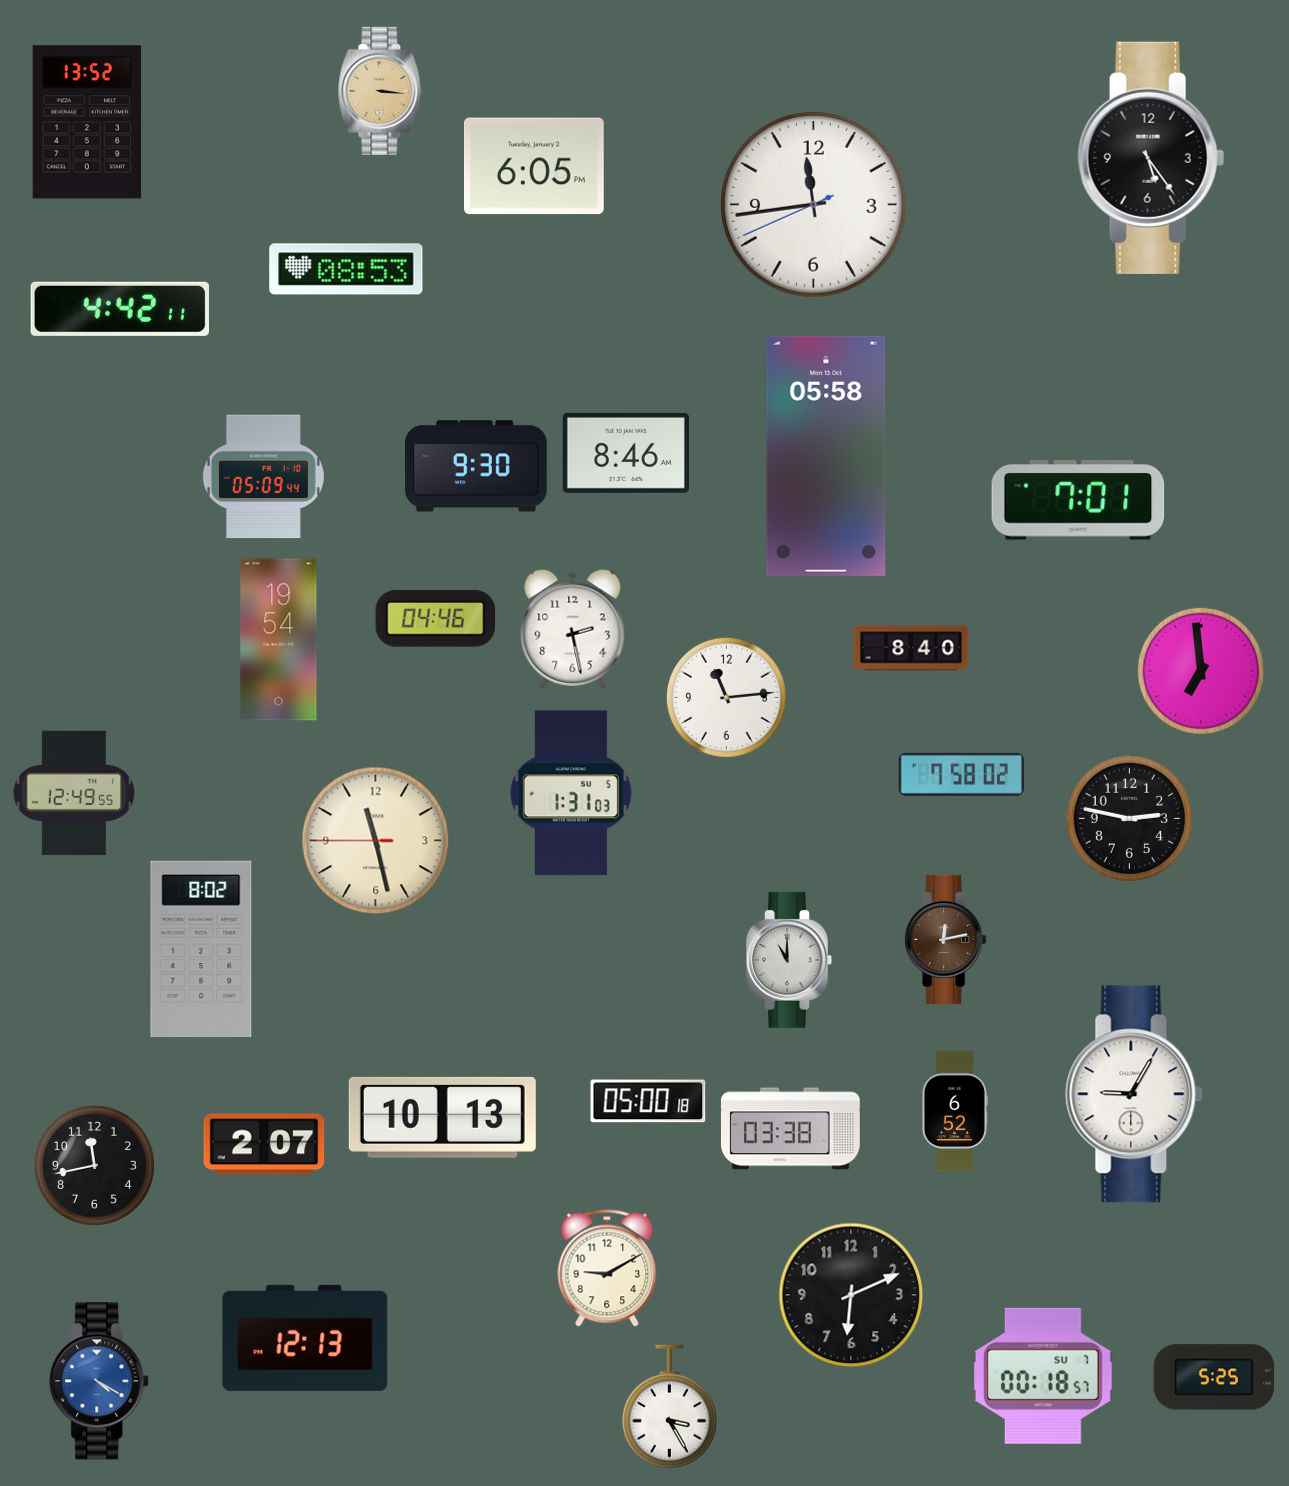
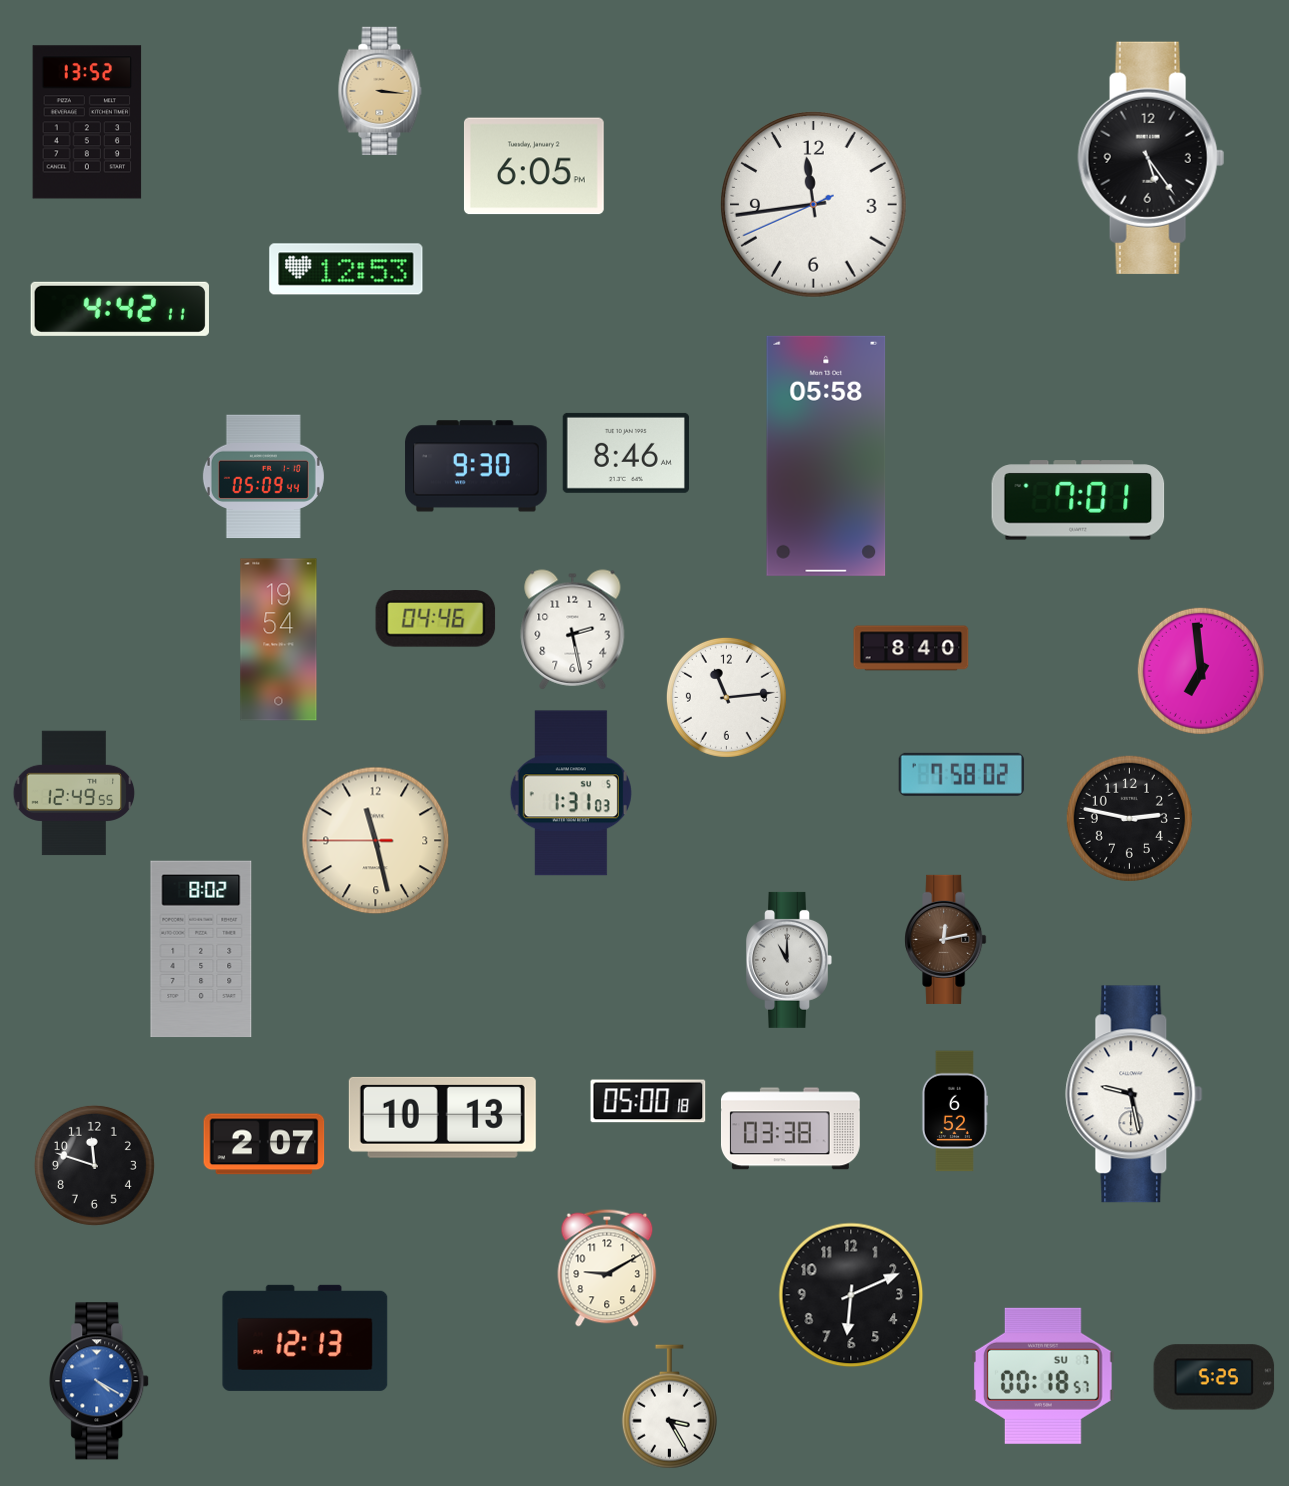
clock at (346, 269): 08:53 -> 12:53
clock at (1134, 1094): 9:05 -> 9:28
clock at (94, 1165): 11:43 -> 11:48
